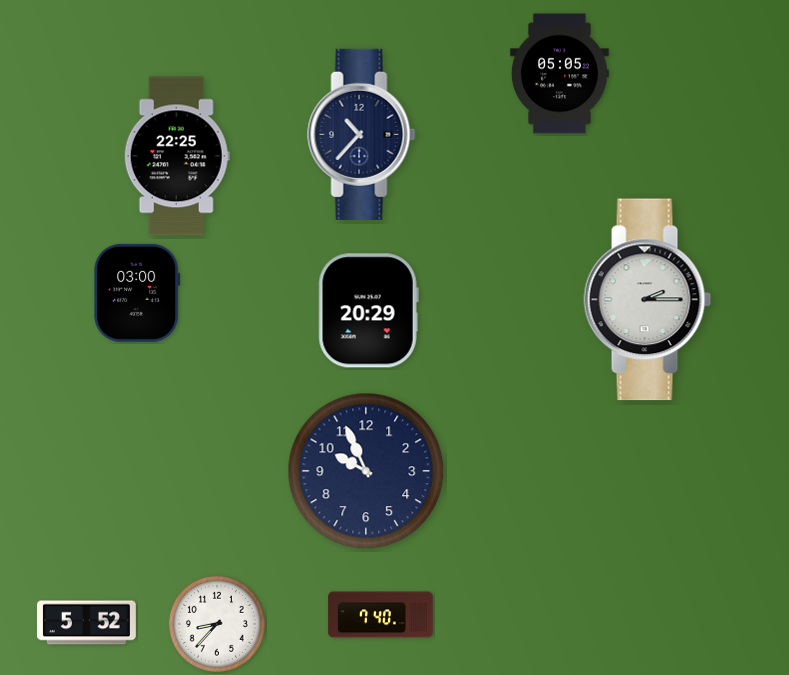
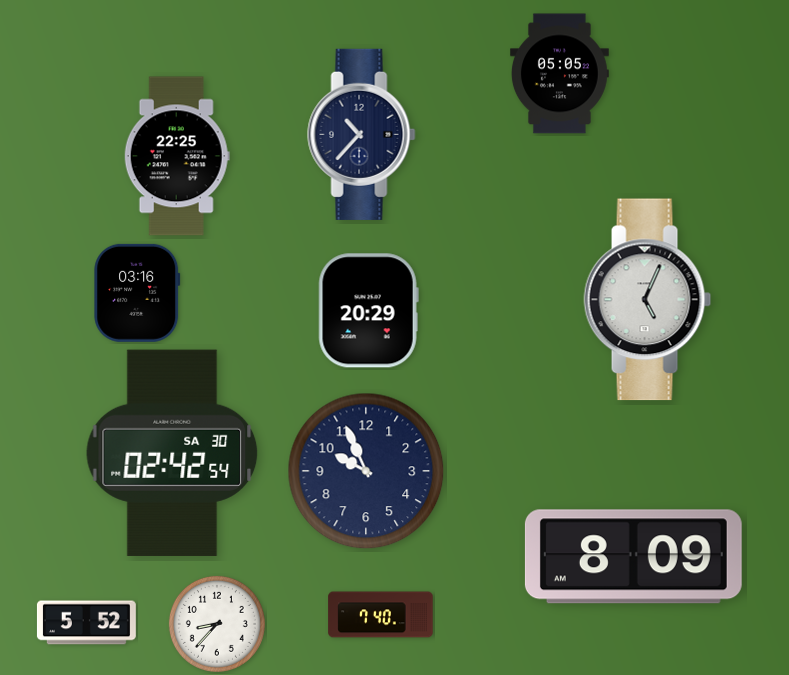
clock at (137, 293): 03:00 -> 03:16
clock at (648, 300): 2:15 -> 5:04
clock at (172, 453): none -> 02:42
clock at (633, 557): none -> 8:09
